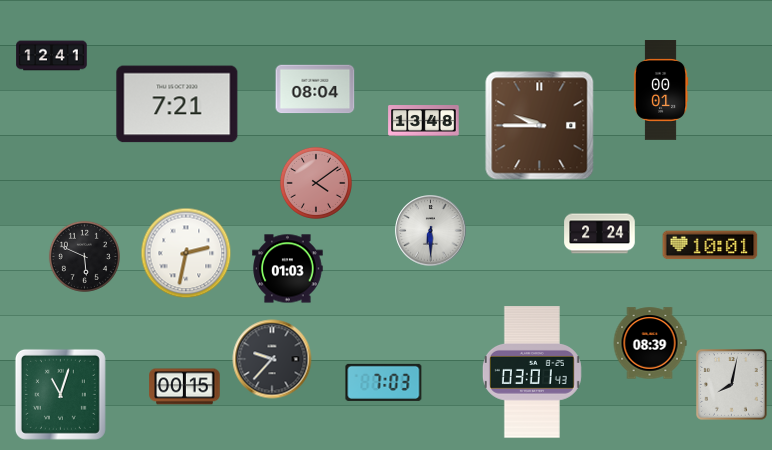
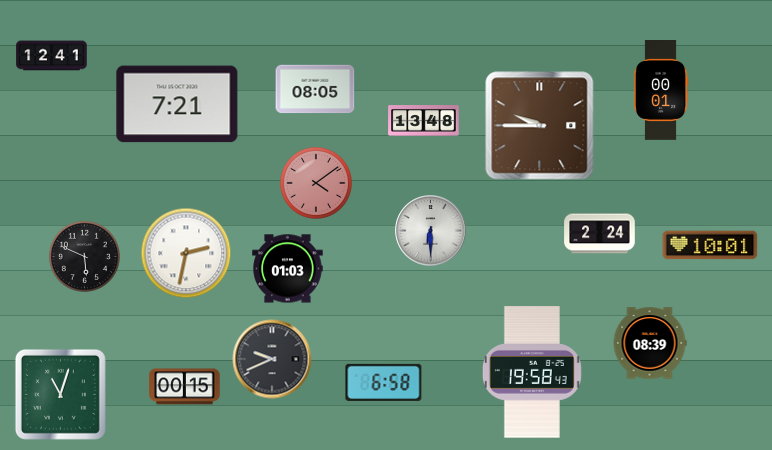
clock at (315, 89): 08:04 -> 08:05
clock at (272, 359): 9:37 -> 9:41
clock at (532, 372): 03:01 -> 19:58
clock at (384, 382): 7:03 -> 6:58
clock at (732, 385): 8:02 -> none
